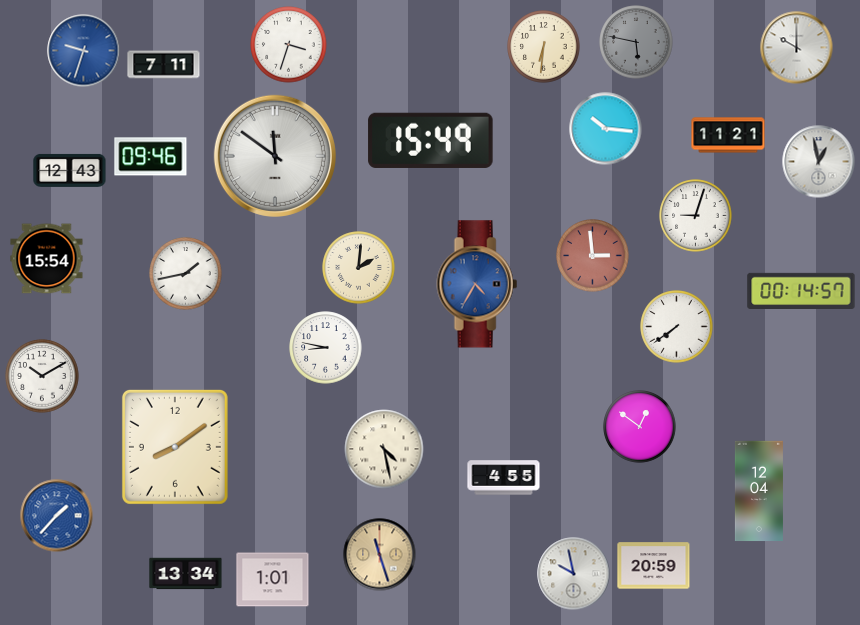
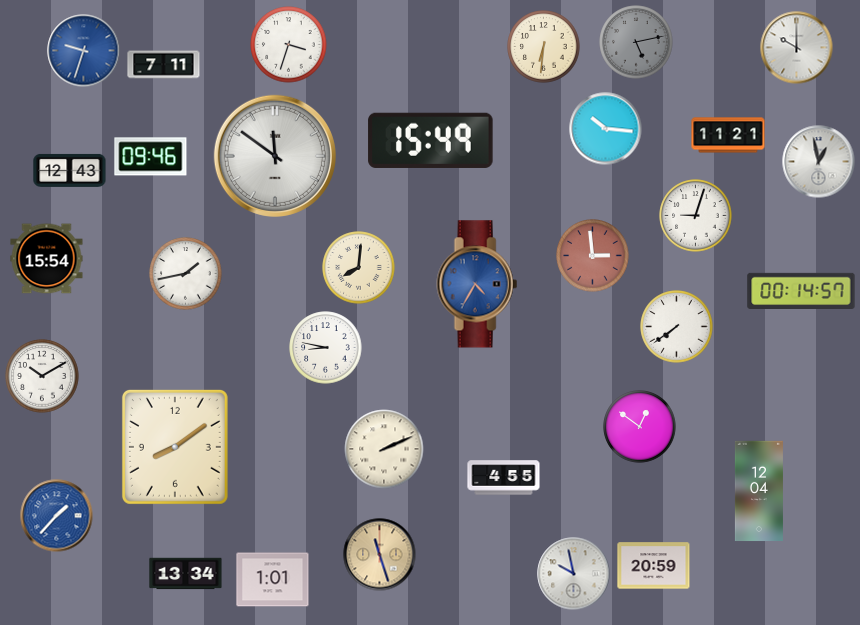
clock at (636, 42): 5:47 -> 5:13
clock at (359, 268): 2:01 -> 8:01
clock at (384, 449): 4:28 -> 2:11
